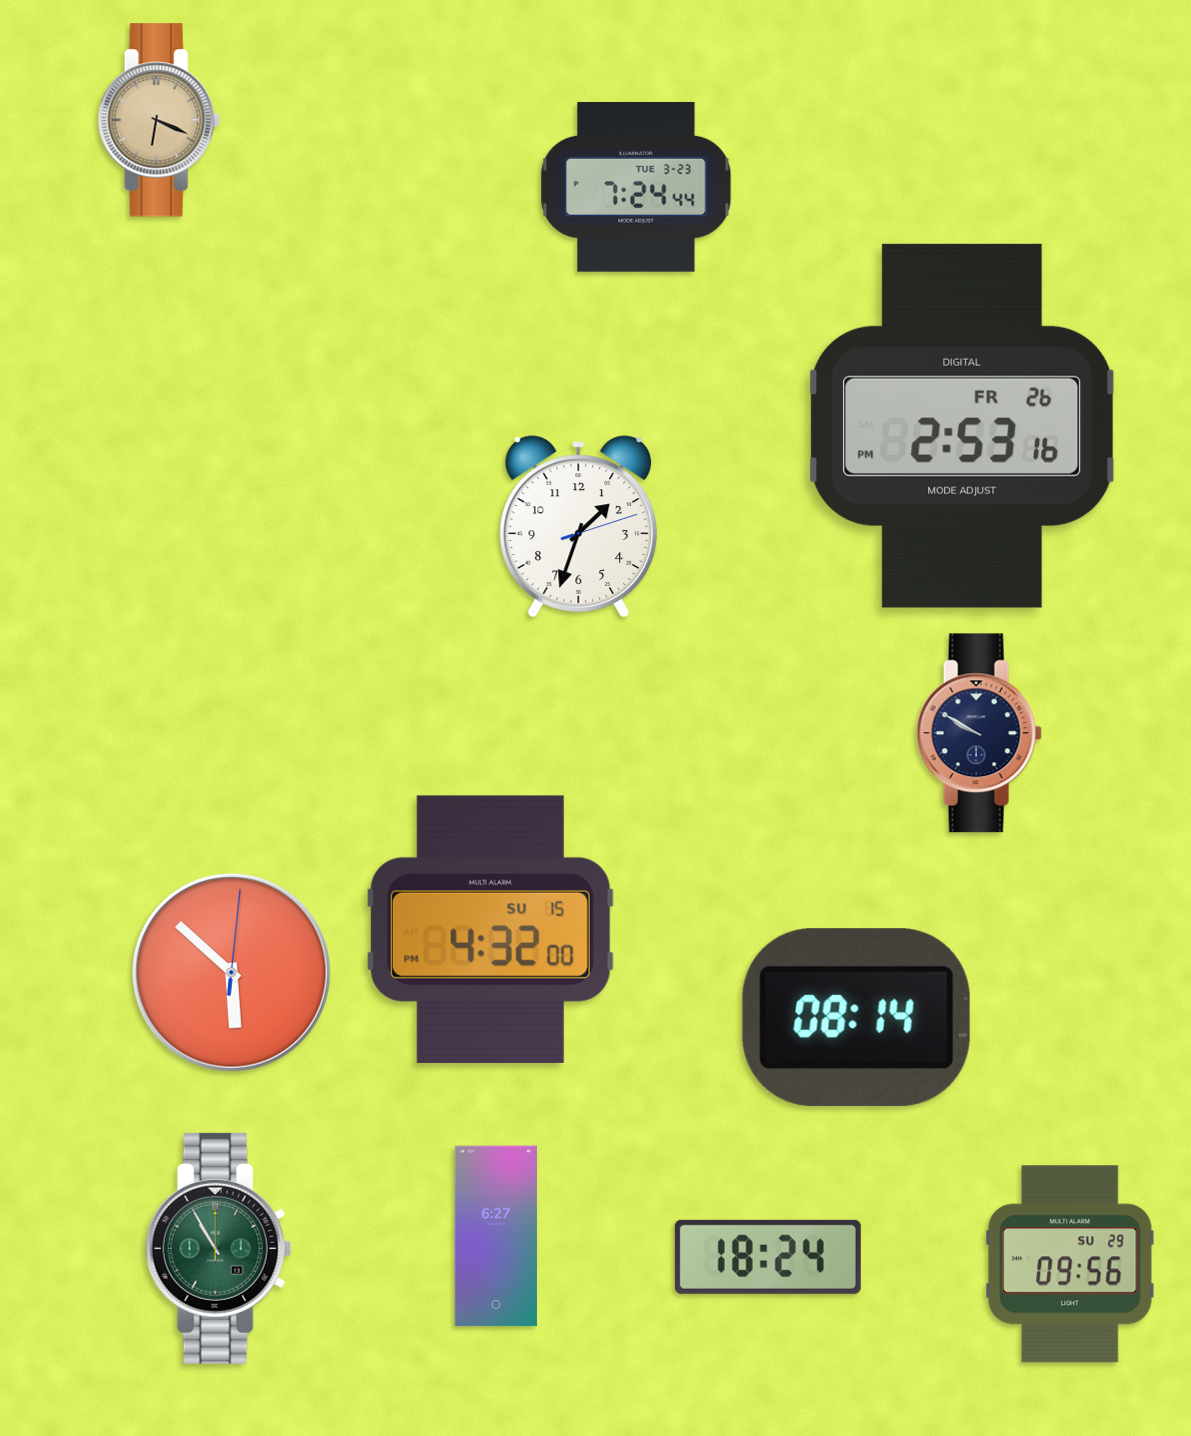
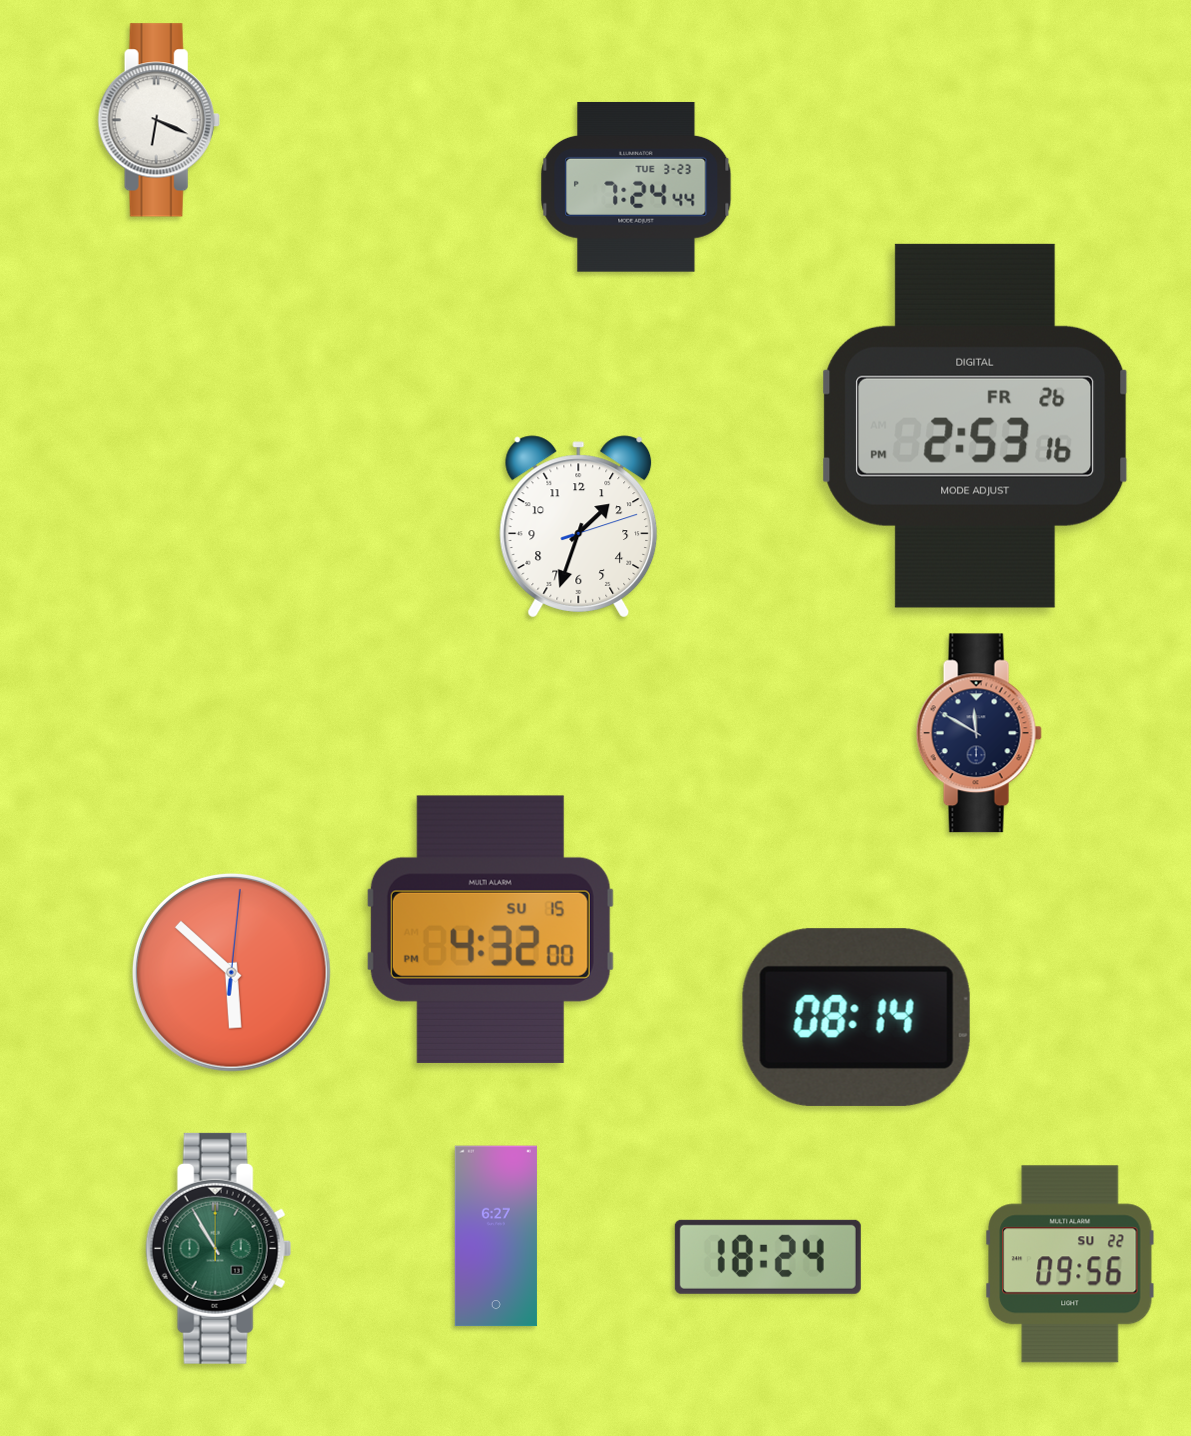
clock at (159, 120) dial: champagne -> white
clock at (962, 426) position: (962, 426) -> (975, 426)
clock at (979, 733): 9:50 -> 11:50
clock at (1070, 1264) date: SU 29 -> SU 22
